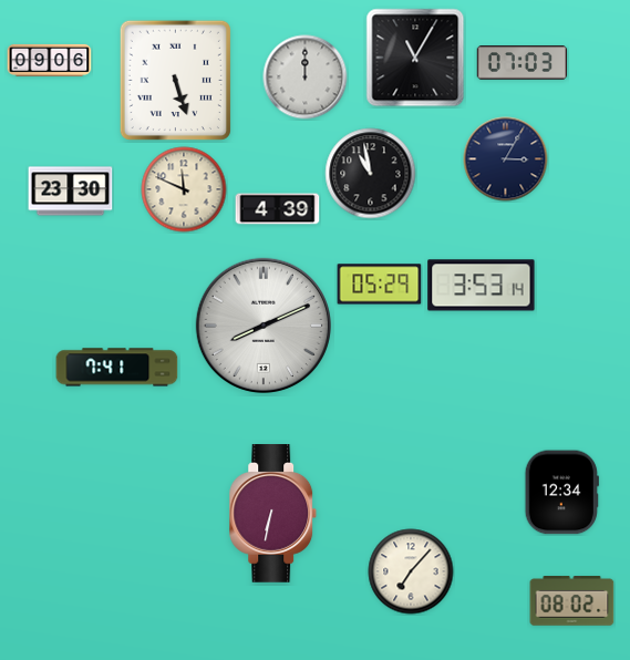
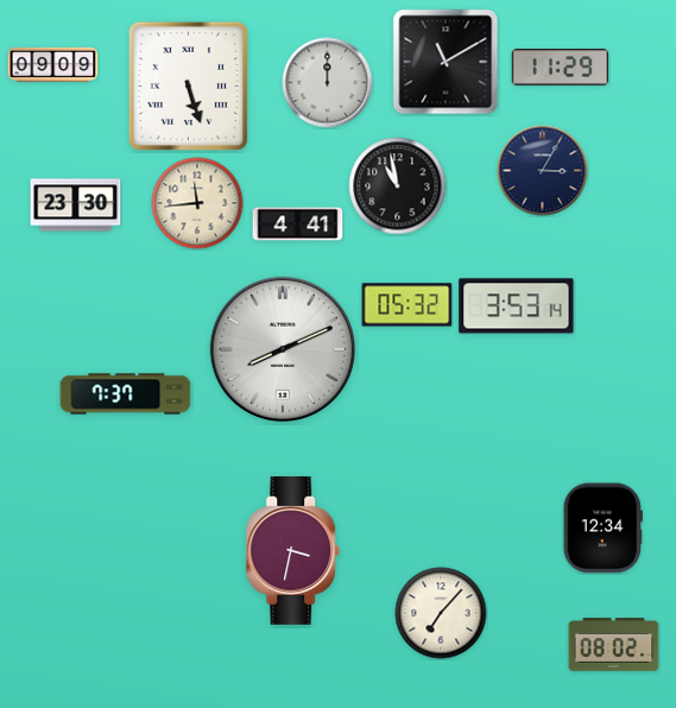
clock at (415, 58): 11:05 -> 11:10
clock at (50, 60): 09:06 -> 09:09
clock at (523, 63): 07:03 -> 11:29
clock at (184, 189): 11:49 -> 11:44
clock at (278, 209): 4:39 -> 4:41
clock at (380, 285): 05:29 -> 05:32
clock at (117, 368): 7:41 -> 7:37
clock at (273, 514): 6:32 -> 3:32
